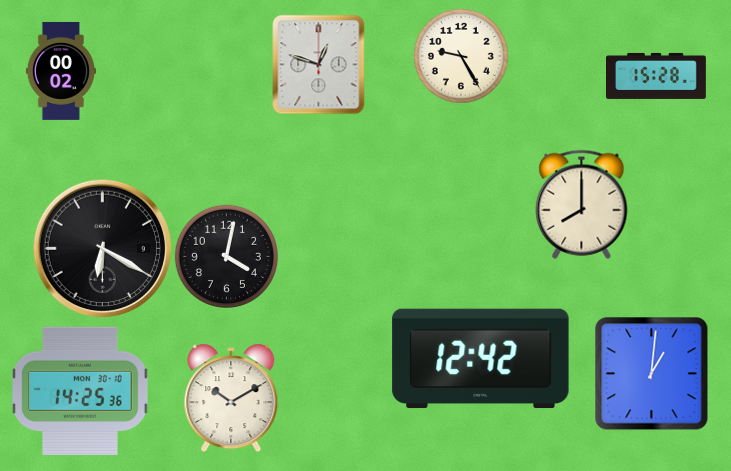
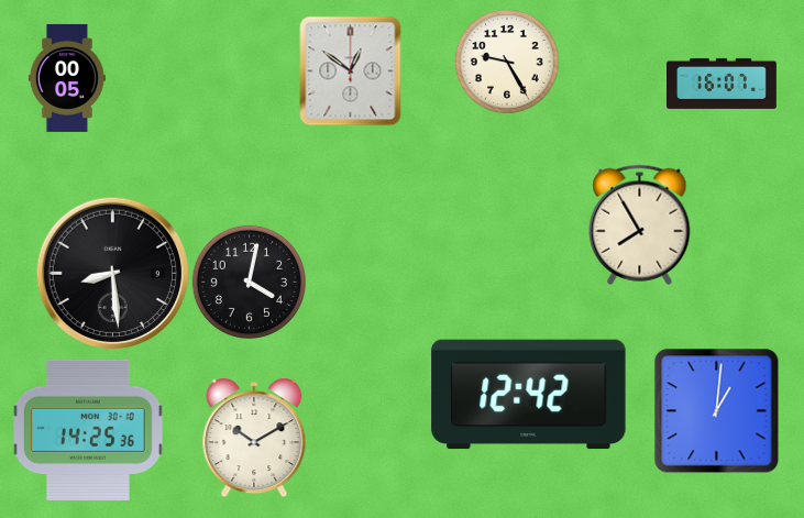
clock at (319, 64): 12:48 -> 12:51
clock at (61, 71): 00:02 -> 00:05
clock at (657, 76): 15:28 -> 16:07
clock at (582, 204): 8:00 -> 7:55
clock at (102, 248): 6:20 -> 8:29
